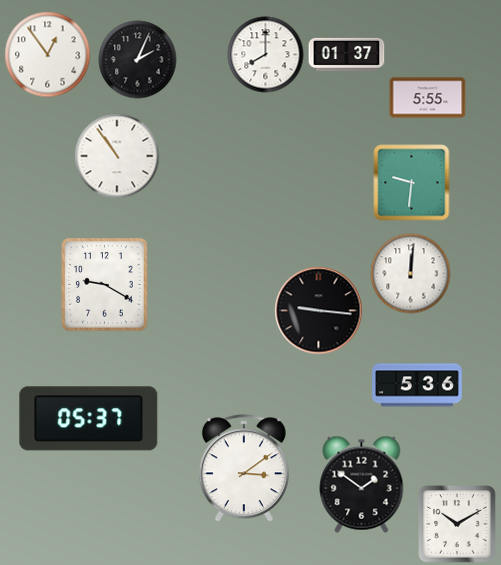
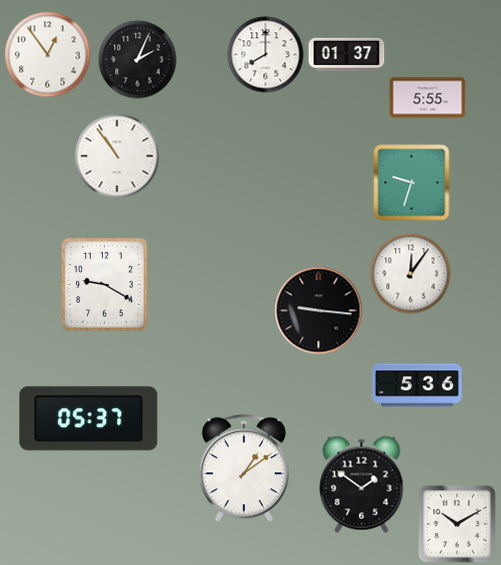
clock at (412, 183): 9:31 -> 9:33
clock at (411, 274): 12:01 -> 12:06
clock at (244, 469): 3:09 -> 1:09
